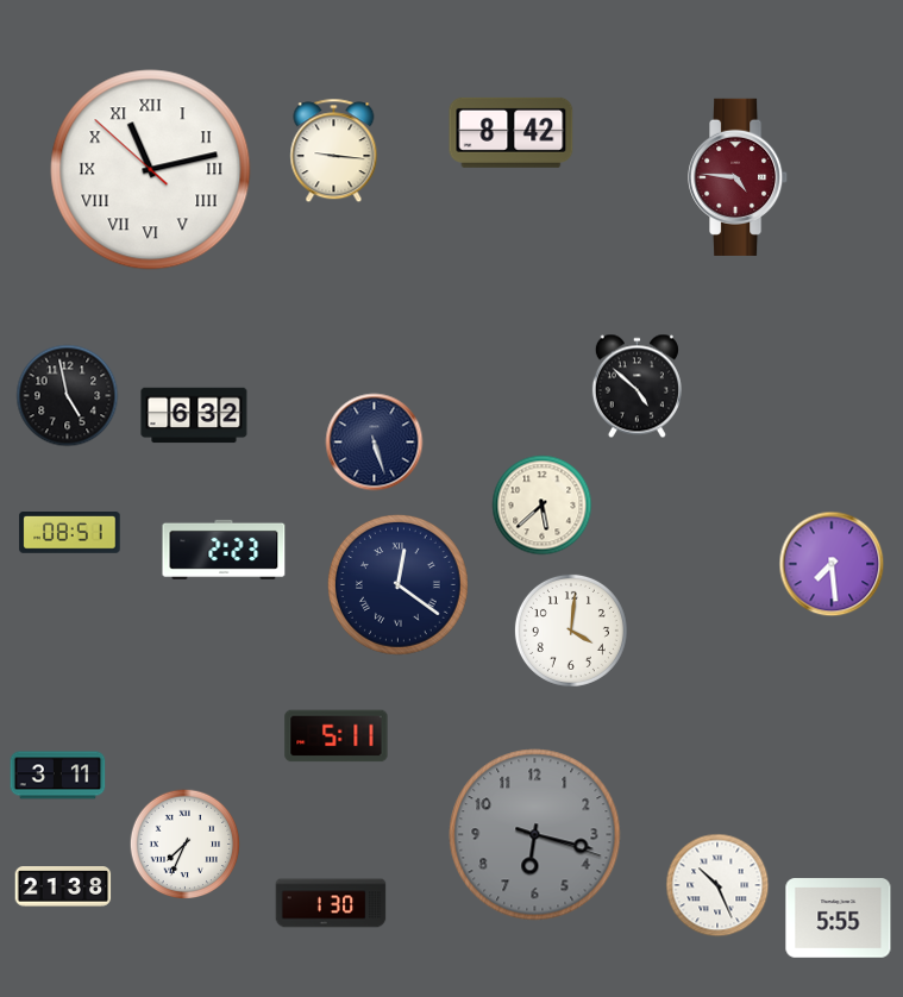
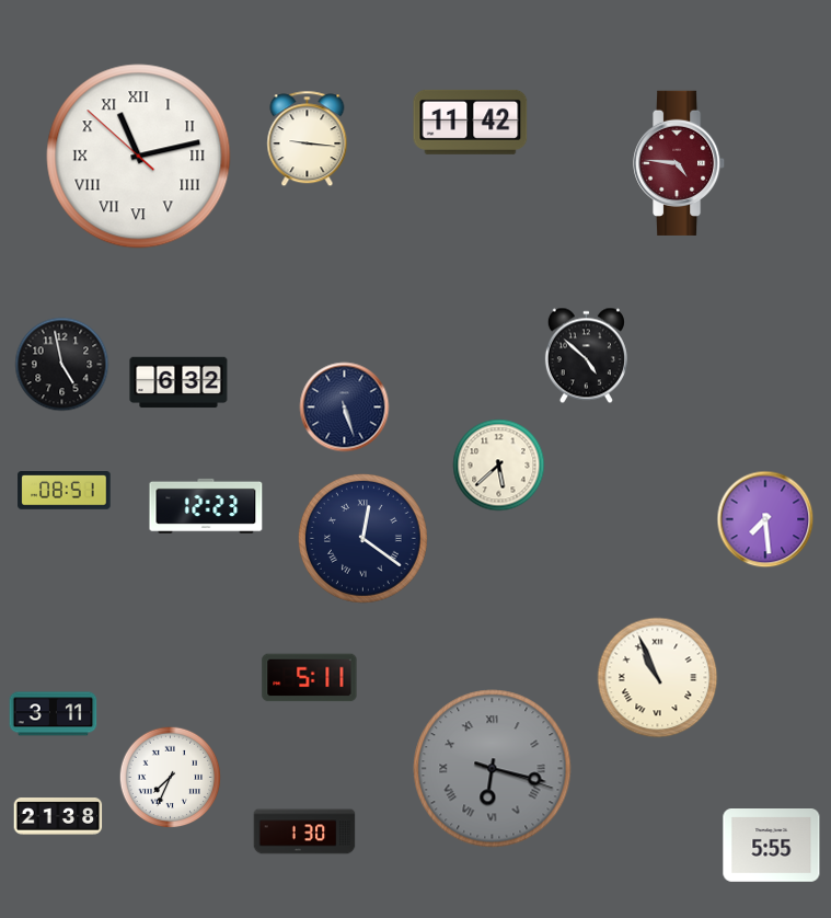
clock at (512, 132): 8:42 -> 11:42
clock at (224, 550): 2:23 -> 12:23
clock at (397, 584) position: (397, 584) -> (362, 538)
clock at (571, 631): 4:01 -> none
clock at (658, 678): none -> 10:56
clock at (535, 835) numerals: Arabic -> Roman
clock at (717, 885): 10:26 -> none
